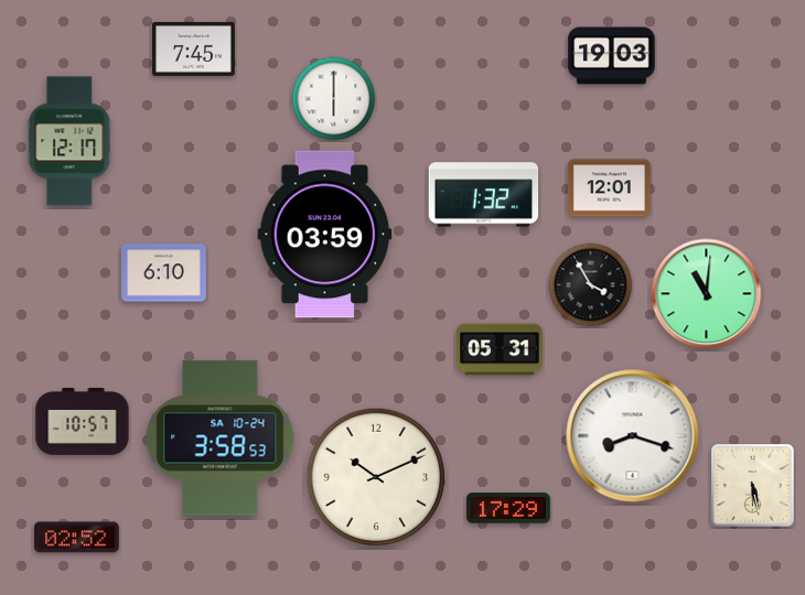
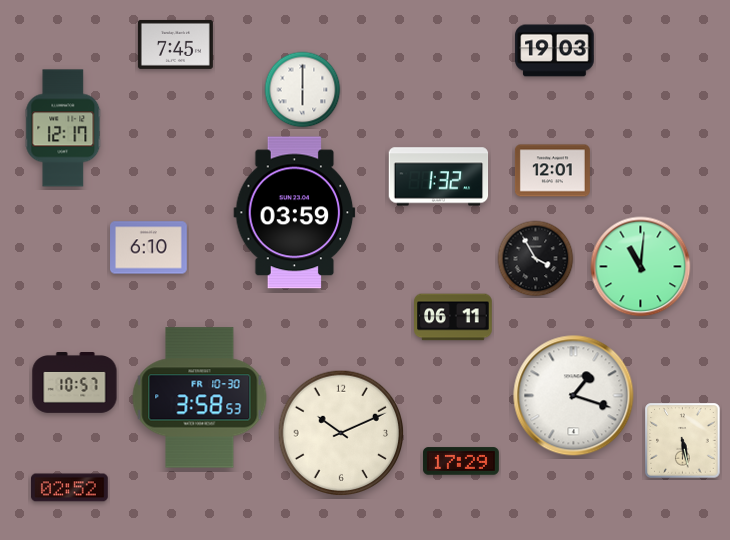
clock at (500, 349): 05:31 -> 06:11
clock at (633, 436): 8:18 -> 1:18
clock at (221, 439) date: SA 10-24 -> FR 10-30
